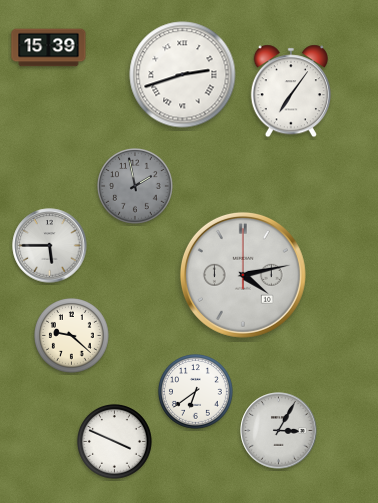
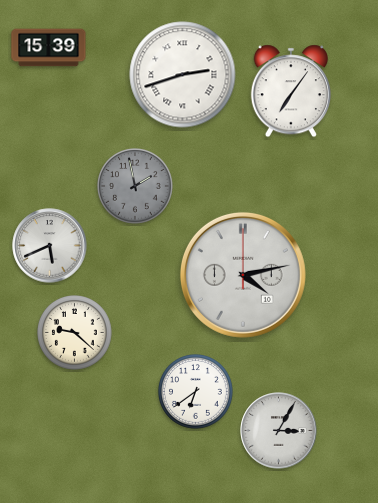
clock at (50, 246): 5:45 -> 5:41
clock at (72, 336) position: (72, 336) -> (75, 333)
clock at (115, 442): 3:49 -> none
